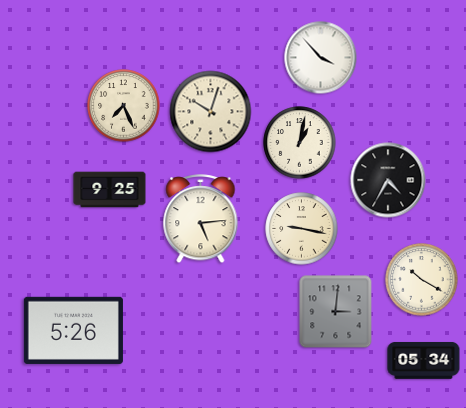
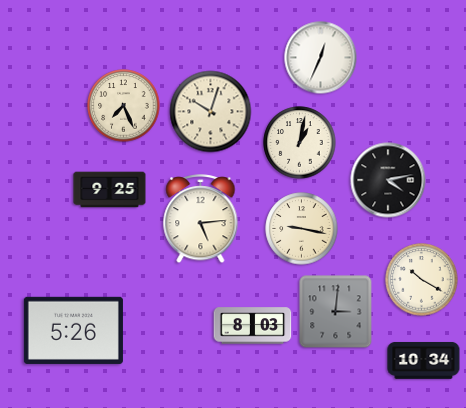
clock at (321, 58): 3:53 -> 12:34
clock at (388, 180): 4:35 -> 4:13
clock at (253, 326): none -> 8:03
clock at (424, 360): 05:34 -> 10:34
